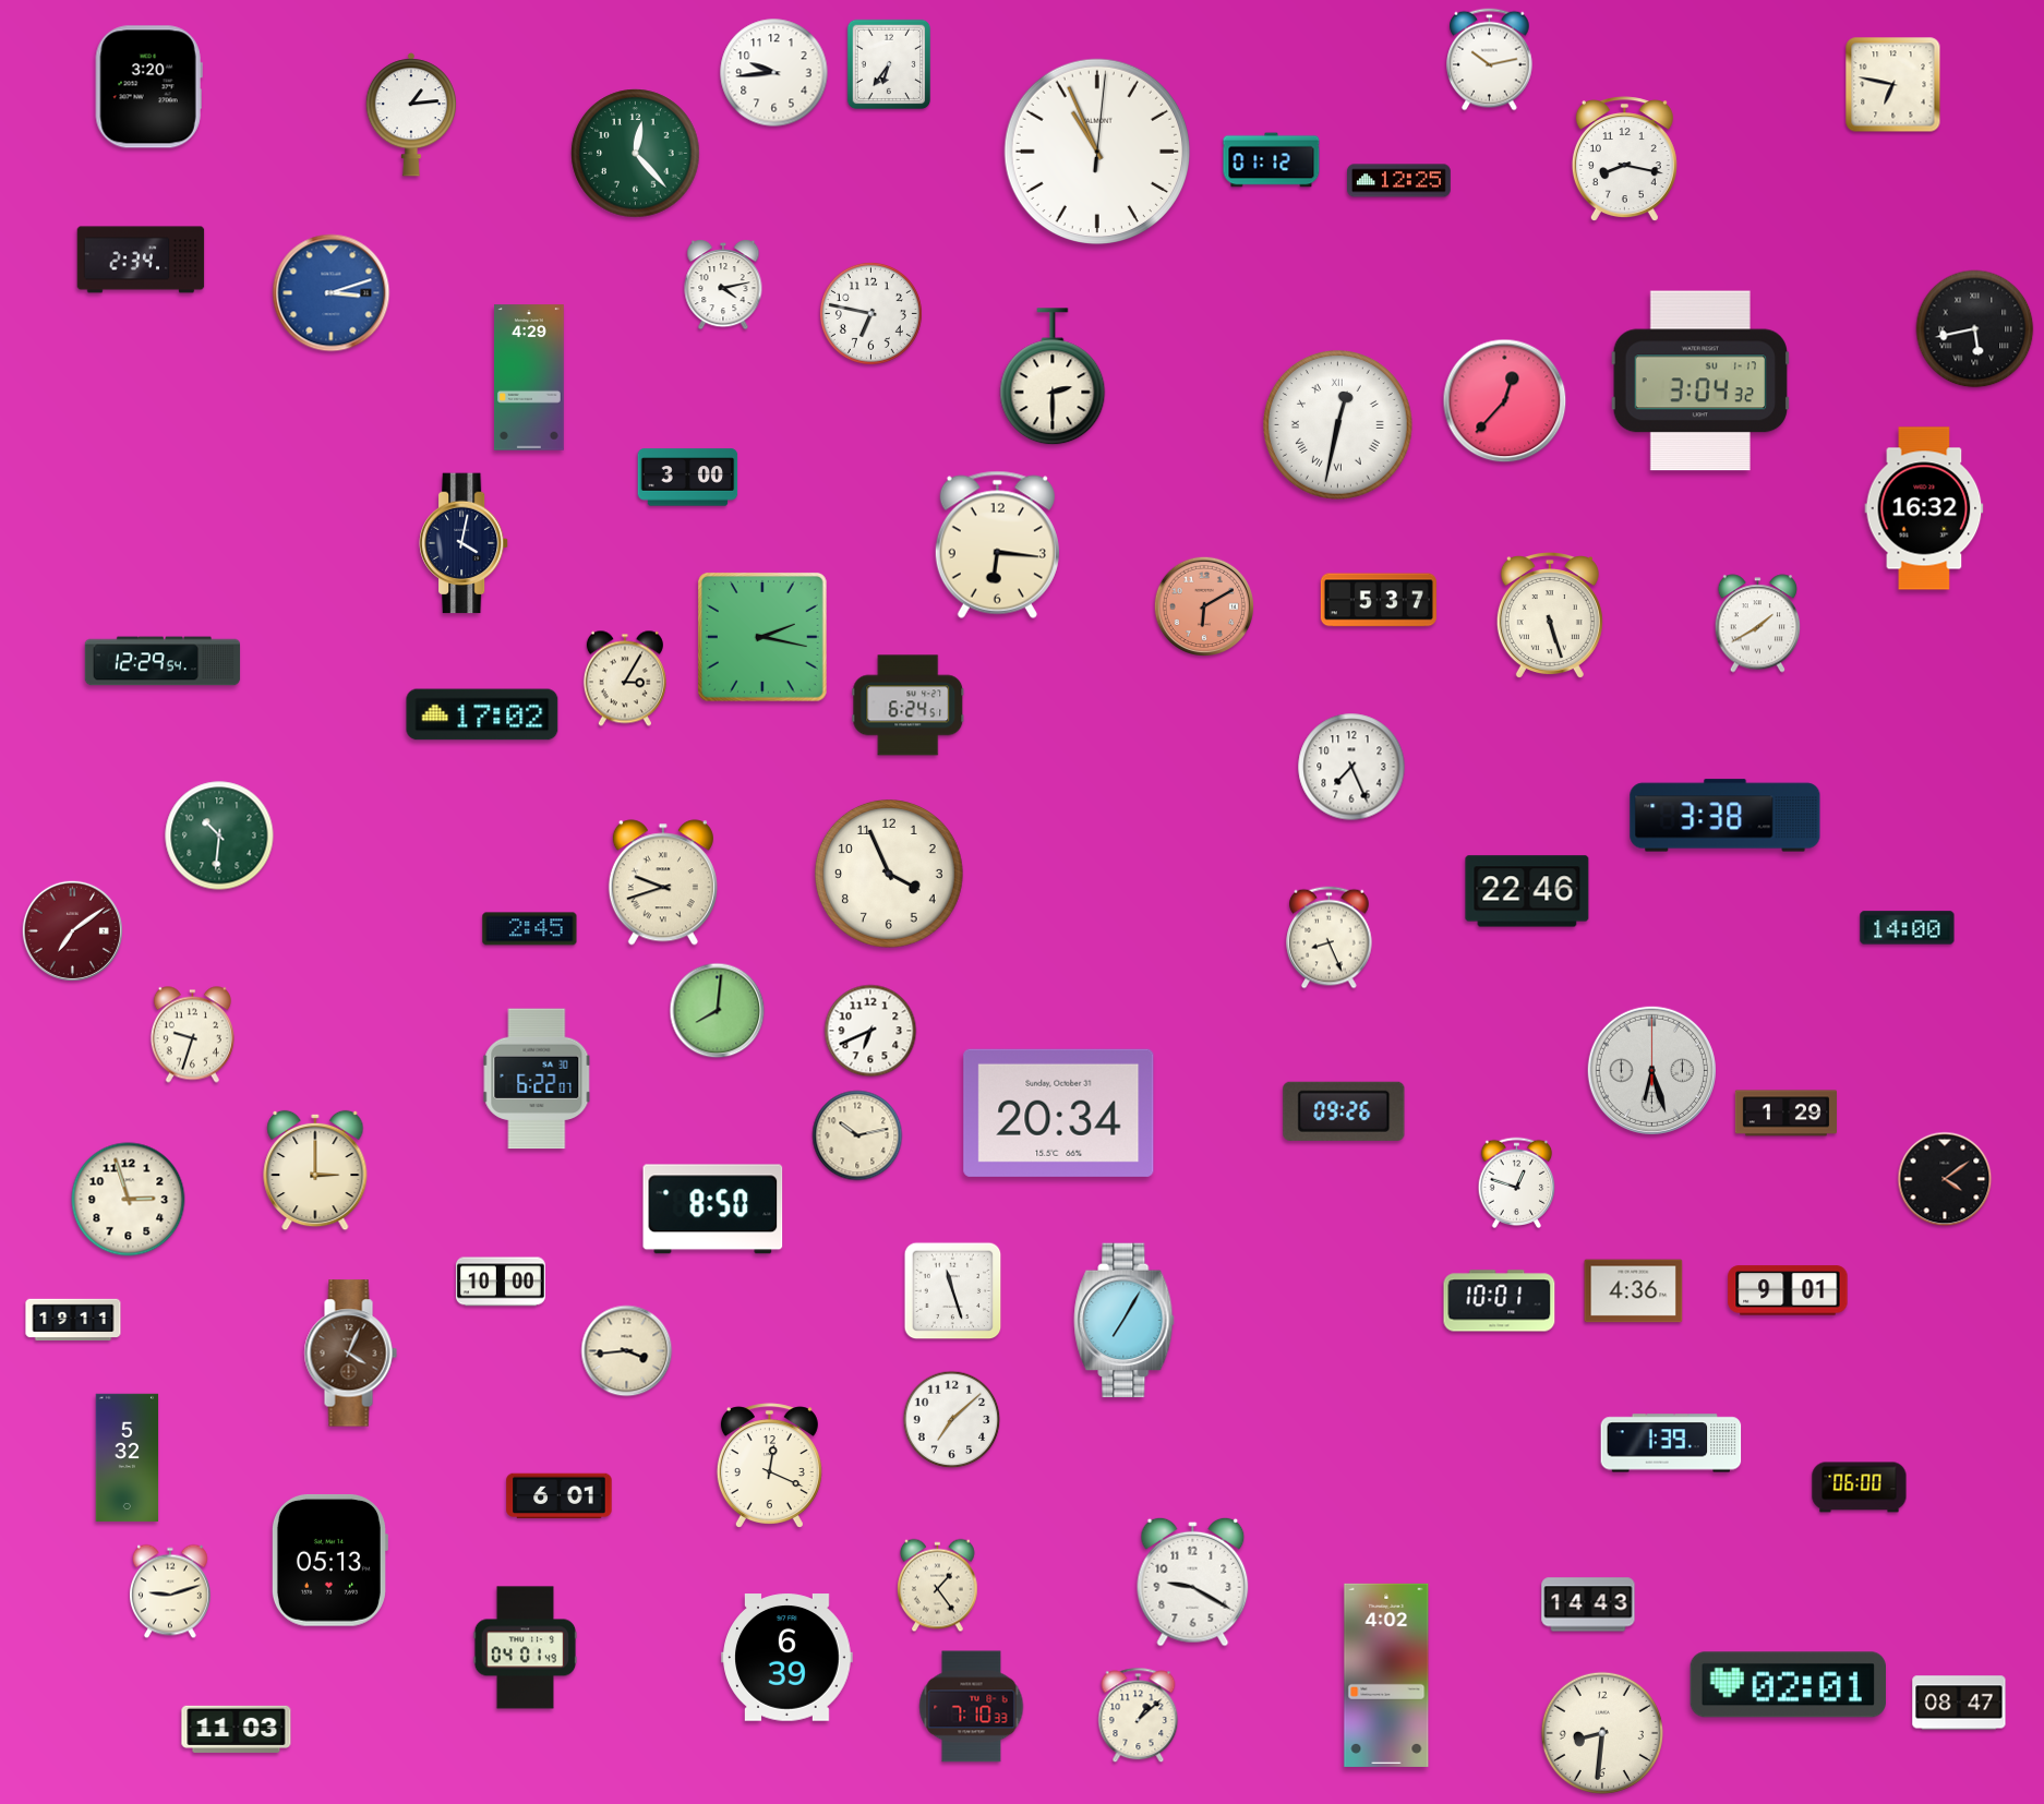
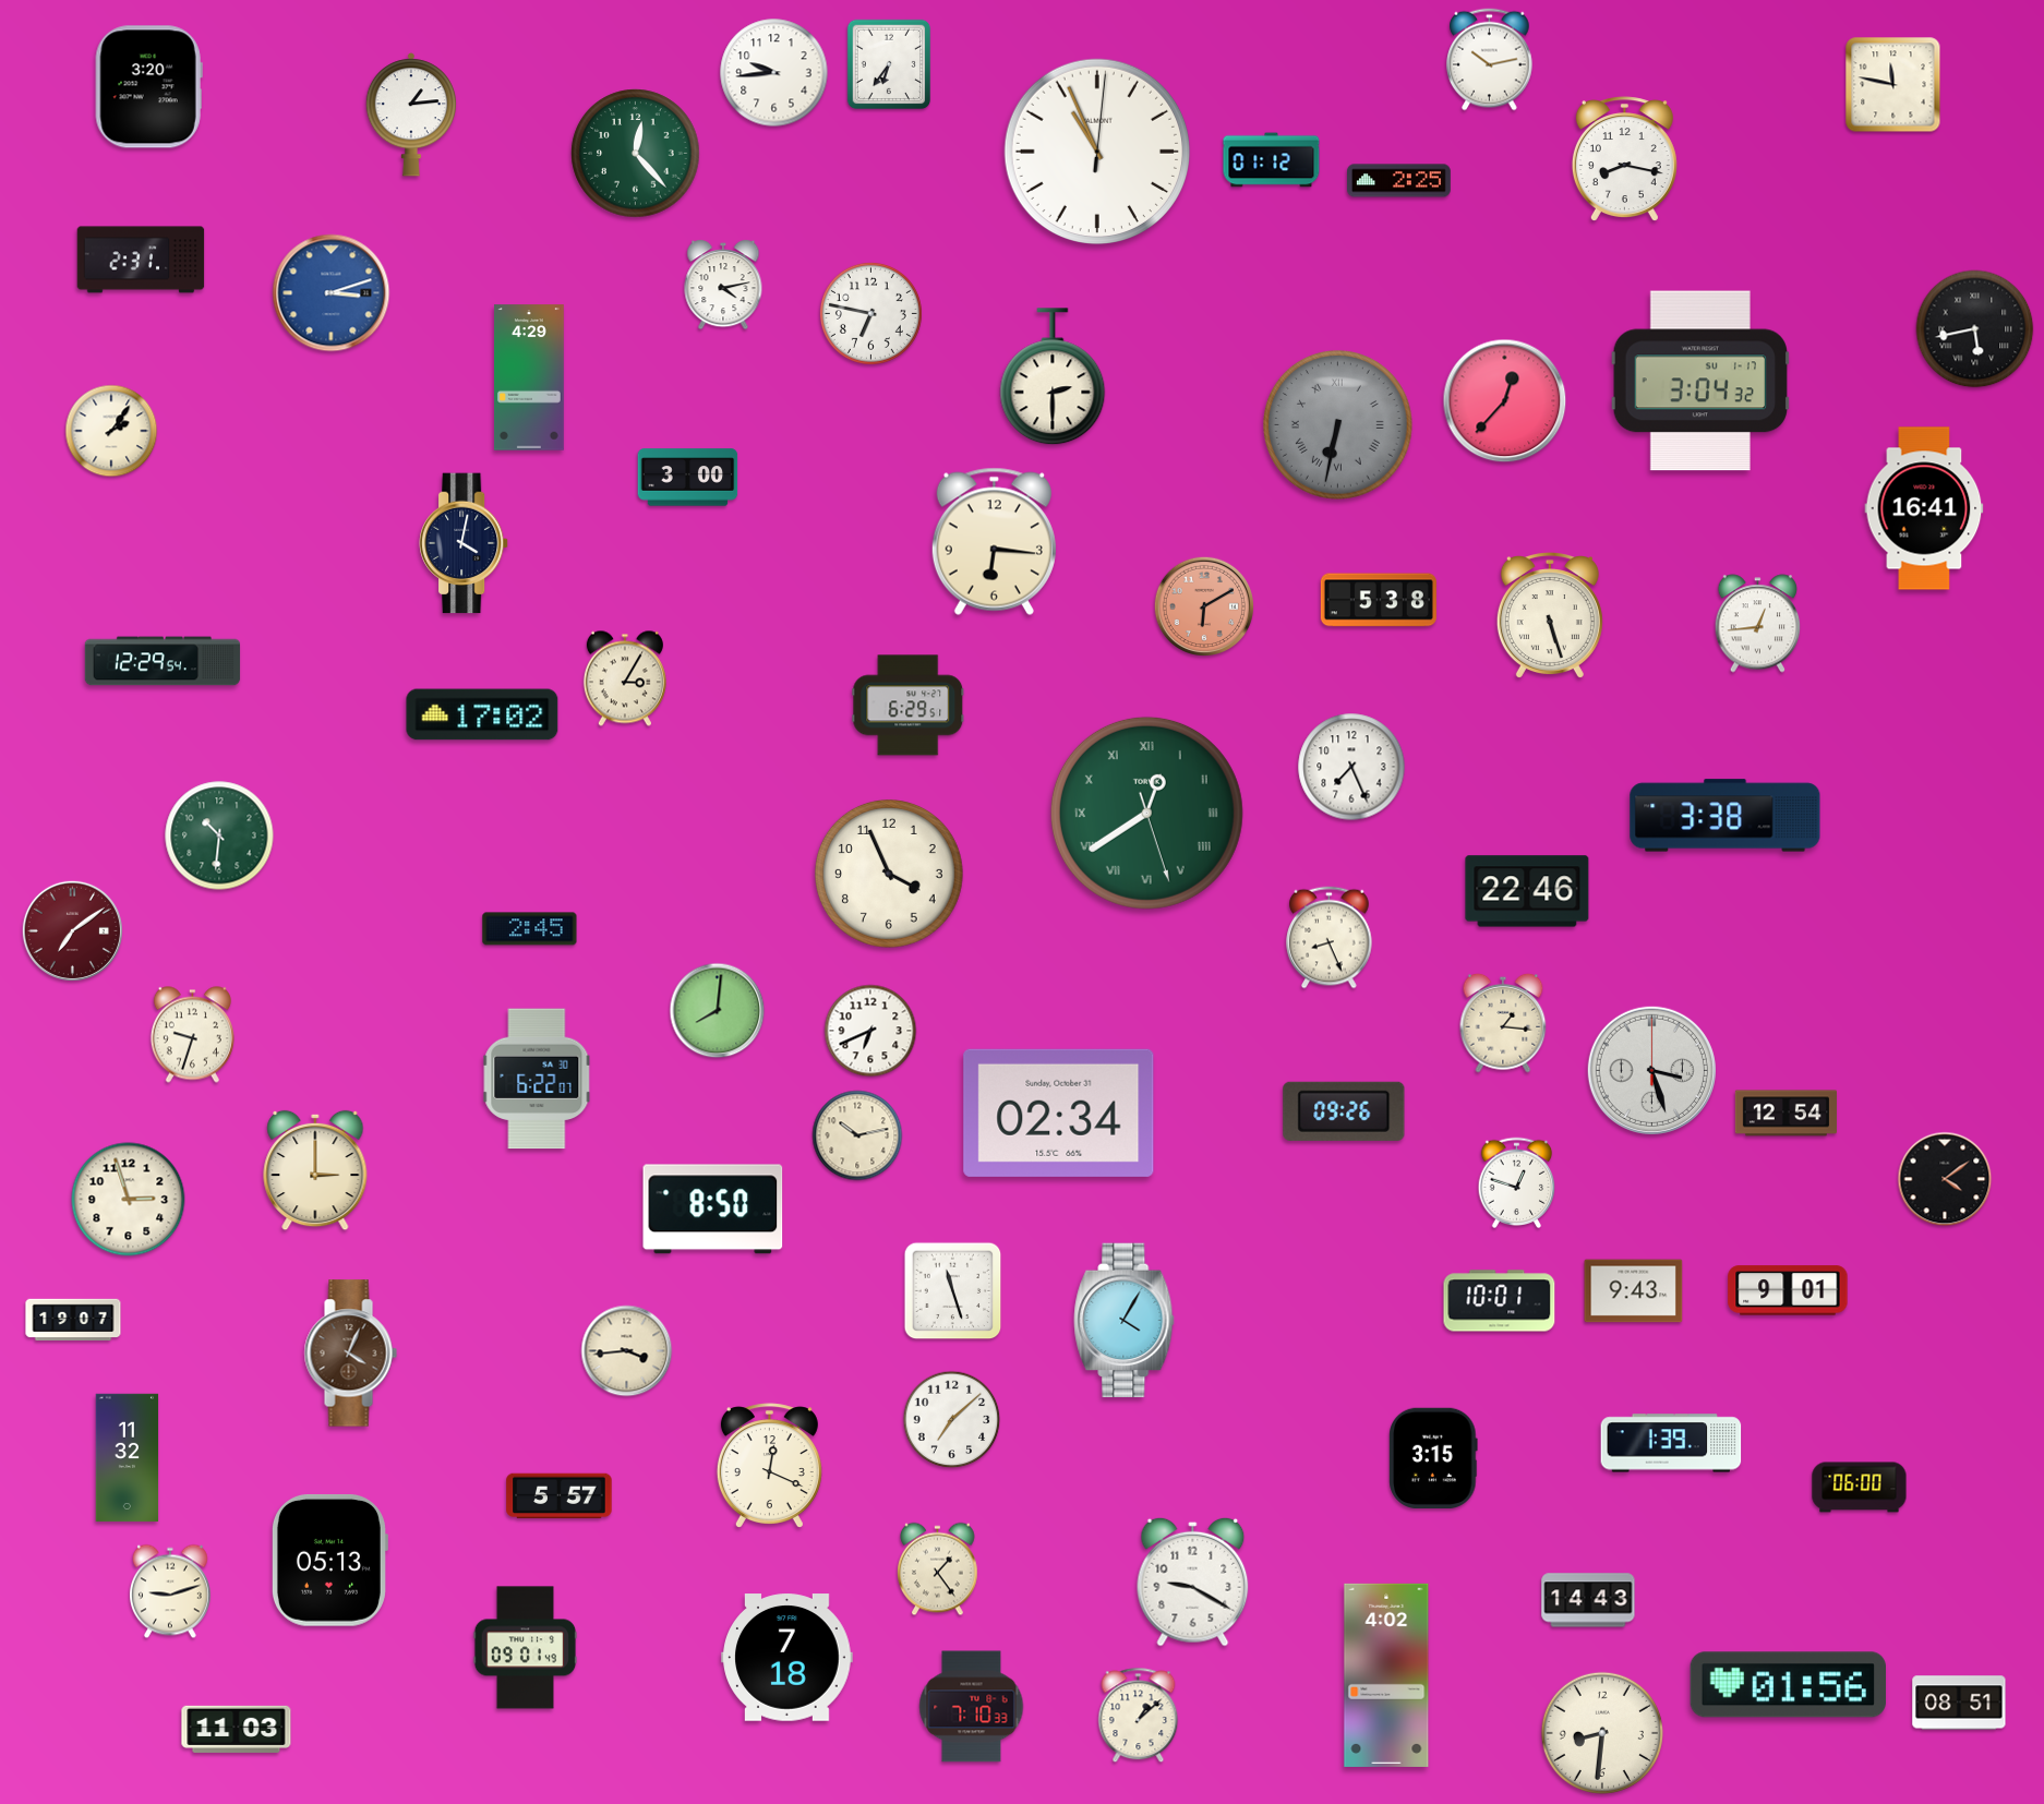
clock at (1893, 85): 6:47 -> 11:47
clock at (1399, 181): 12:25 -> 2:25
clock at (141, 260): 2:34 -> 2:31
clock at (1338, 425): 12:32 -> 6:32
clock at (1338, 425) dial: white -> grey
clock at (111, 431): none -> 2:06
clock at (1924, 508): 16:32 -> 16:41
clock at (997, 544) position: (997, 544) -> (994, 541)
clock at (1379, 600): 5:37 -> 5:38
clock at (1758, 624): 1:40 -> 12:44
clock at (762, 637): 2:17 -> none
clock at (909, 706): 6:24 -> 6:29
clock at (1146, 813): none -> 12:39
clock at (663, 882): 9:42 -> none
clock at (1908, 928): 14:00 -> none
clock at (1503, 1023): none -> 1:16
clock at (1651, 1070): 6:27 -> 3:27
clock at (1059, 1113): 20:34 -> 02:34
clock at (1786, 1114): 1:29 -> 12:54
clock at (501, 1282): 10:00 -> none
clock at (1634, 1291): 4:36 -> 9:43
clock at (73, 1320): 19:11 -> 19:07
clock at (1125, 1321): 7:05 -> 4:05
clock at (1433, 1457): none -> 3:15
clock at (128, 1458): 5:32 -> 11:32
clock at (560, 1496): 6:01 -> 5:57
clock at (938, 1586) position: (938, 1586) -> (938, 1570)
clock at (1588, 1604) position: (1588, 1604) -> (1588, 1600)
clock at (526, 1648): 04:01 -> 09:01
clock at (787, 1658): 6:39 -> 7:18
clock at (1788, 1685): 02:01 -> 01:56
clock at (1959, 1703): 08:47 -> 08:51
